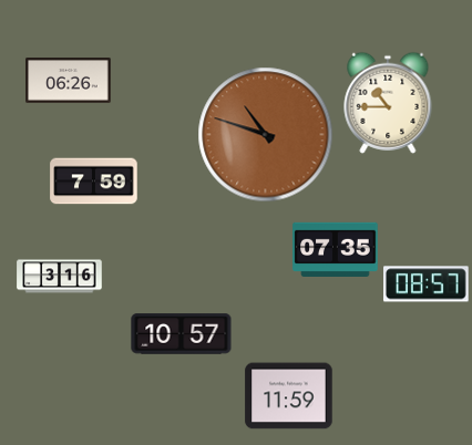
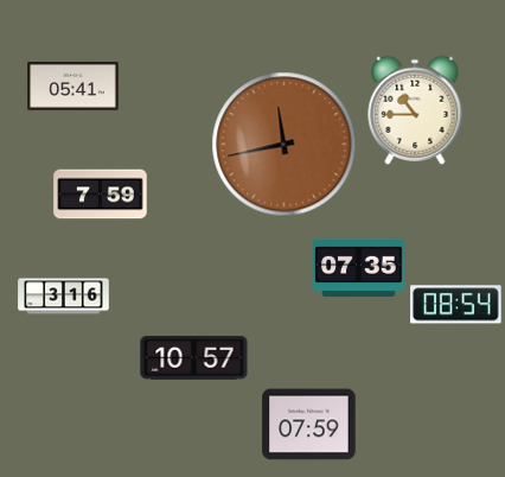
clock at (69, 81): 06:26 -> 05:41
clock at (266, 135): 10:48 -> 11:43
clock at (427, 284): 08:57 -> 08:54
clock at (289, 396): 11:59 -> 07:59
